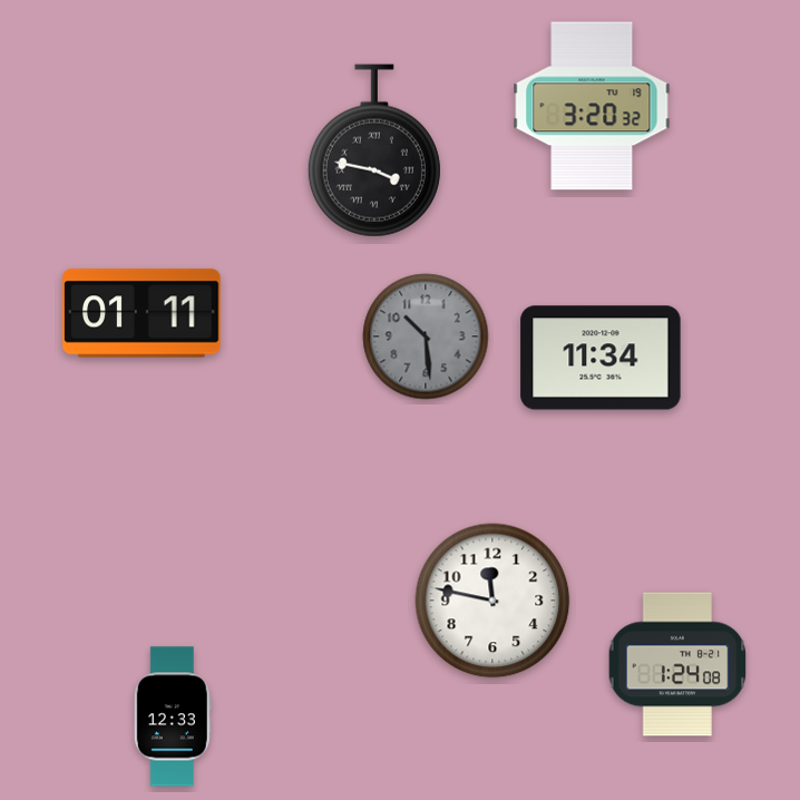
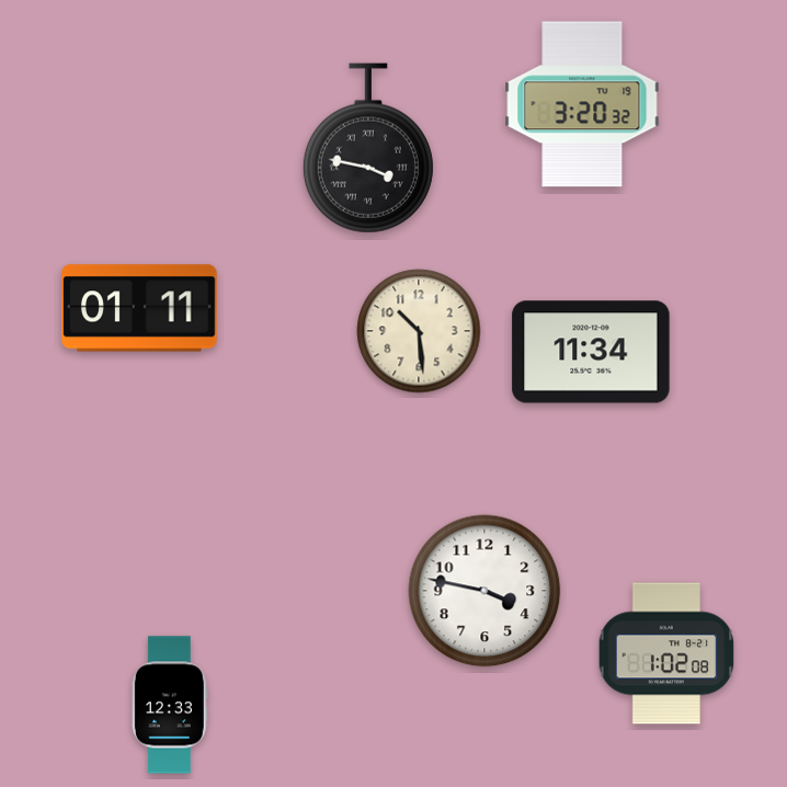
clock at (426, 336) dial: grey -> cream
clock at (492, 601): 11:47 -> 3:47
clock at (677, 664): 1:24 -> 1:02
